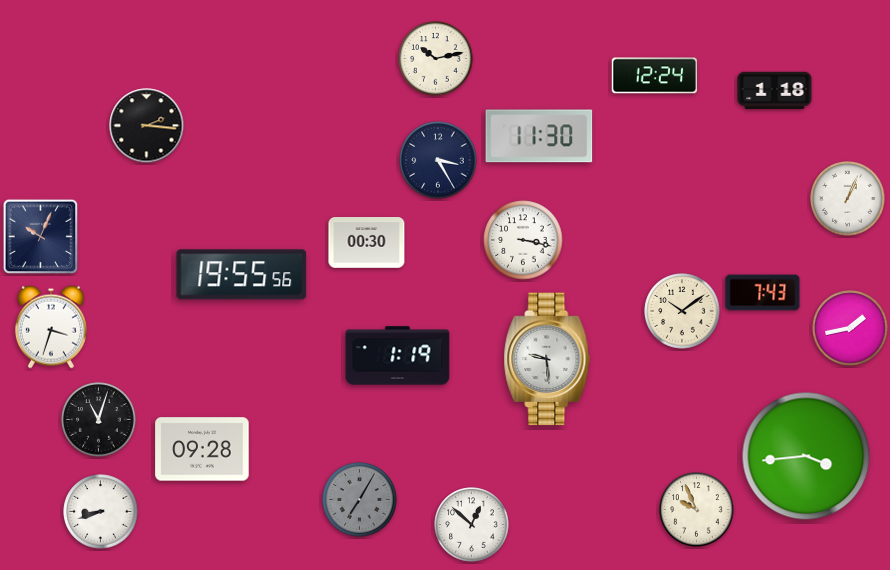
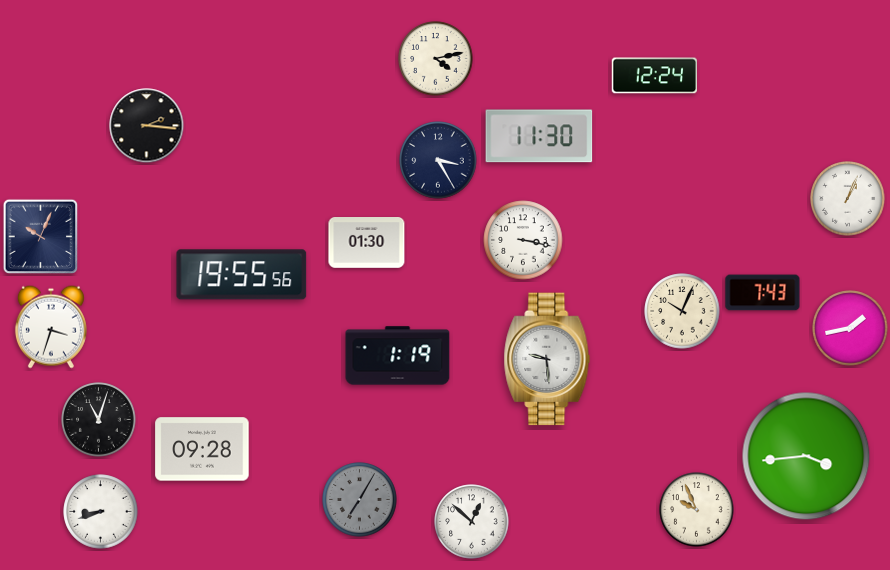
clock at (436, 59): 10:13 -> 4:13
clock at (775, 91): 1:18 -> none
clock at (367, 243): 00:30 -> 01:30
clock at (682, 311): 10:09 -> 10:04
clock at (472, 525) position: (472, 525) -> (472, 522)
